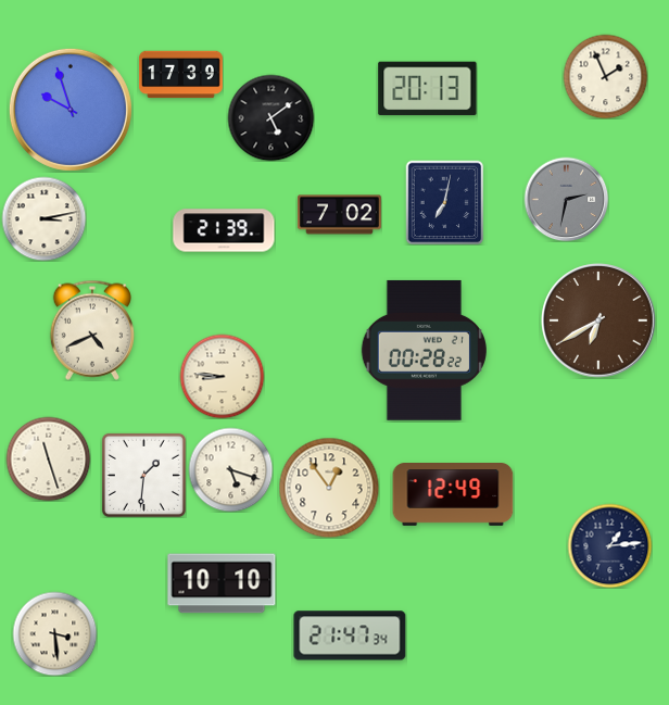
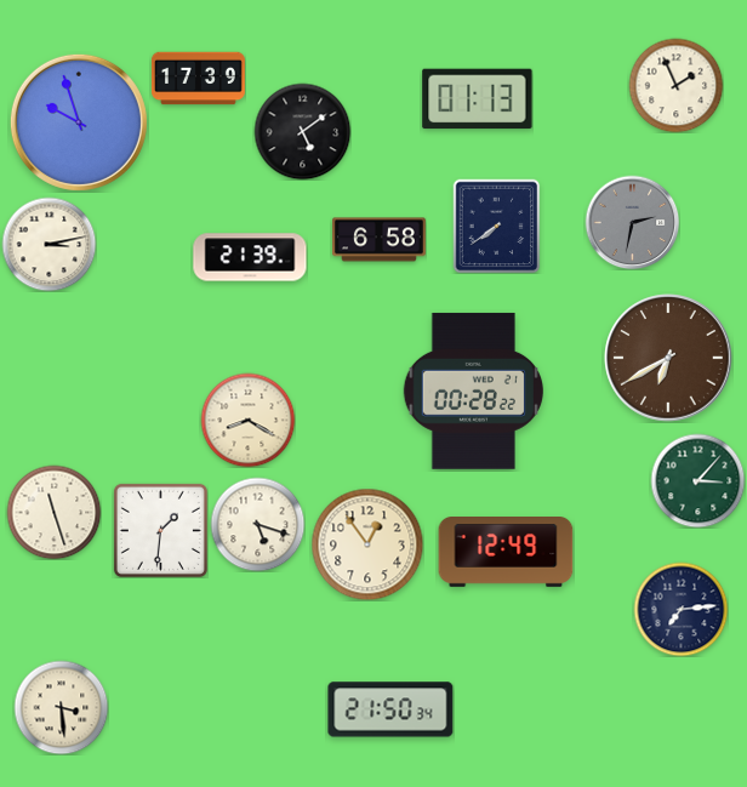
clock at (180, 75) position: (180, 75) -> (198, 79)
clock at (428, 89): 20:13 -> 01:13
clock at (445, 202): 7:02 -> 7:39
clock at (339, 215): 7:02 -> 6:58
clock at (91, 330): 4:41 -> none
clock at (222, 376): 8:46 -> 8:20
clock at (697, 480): none -> 3:07
clock at (609, 545): 1:14 -> 7:14
clock at (222, 583): 10:10 -> none
clock at (350, 635): 21:47 -> 21:50
